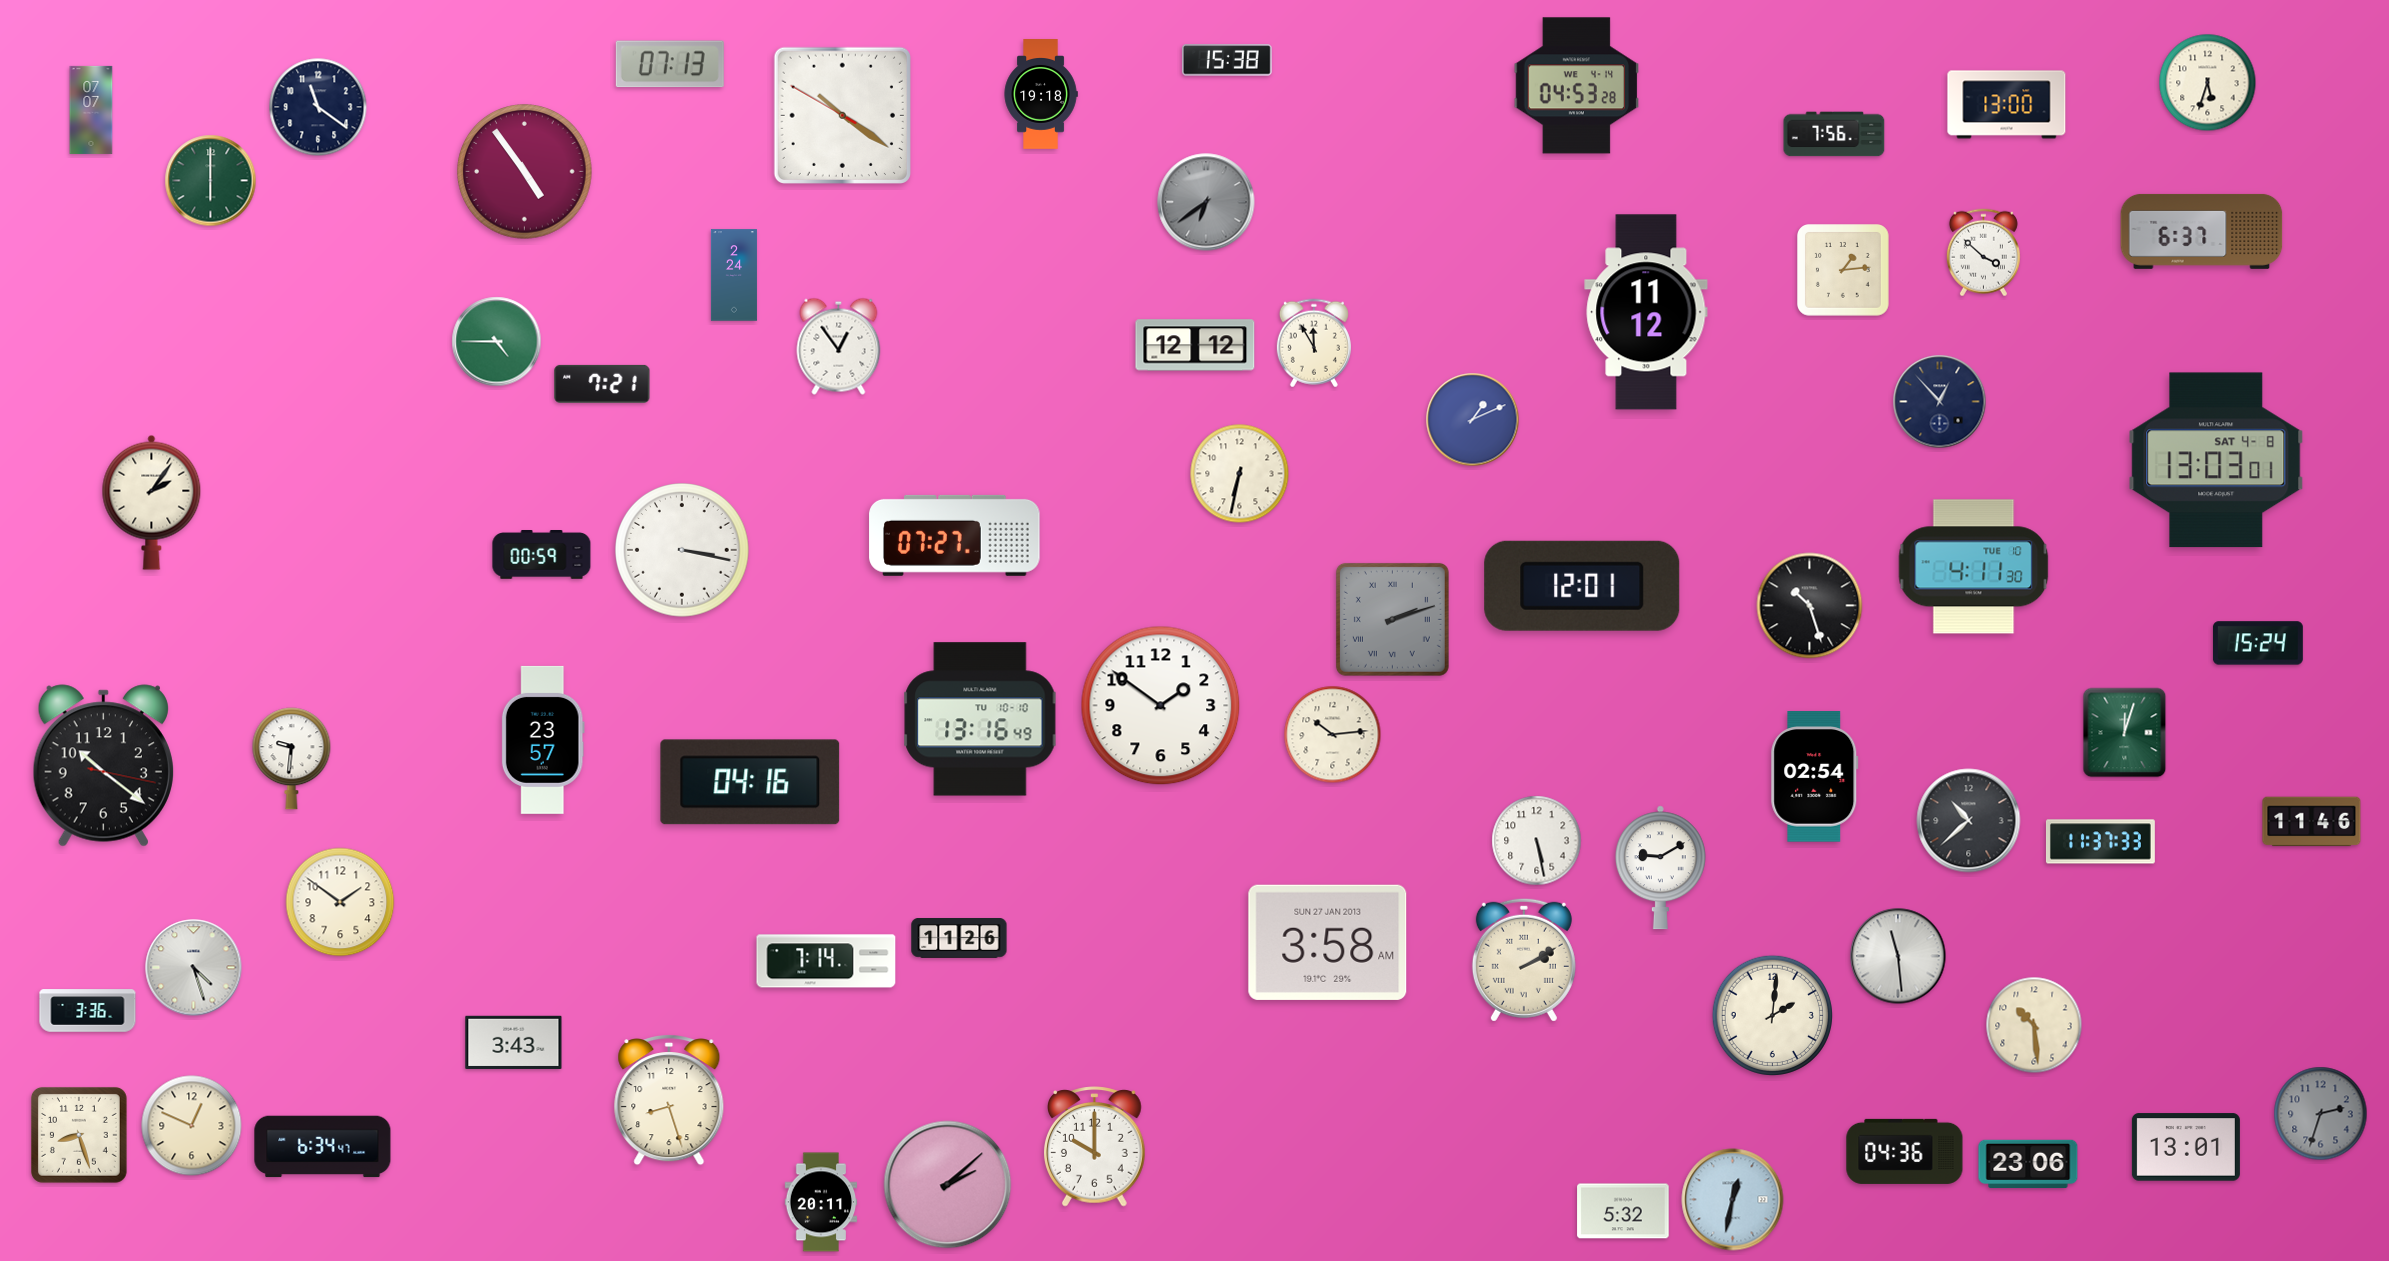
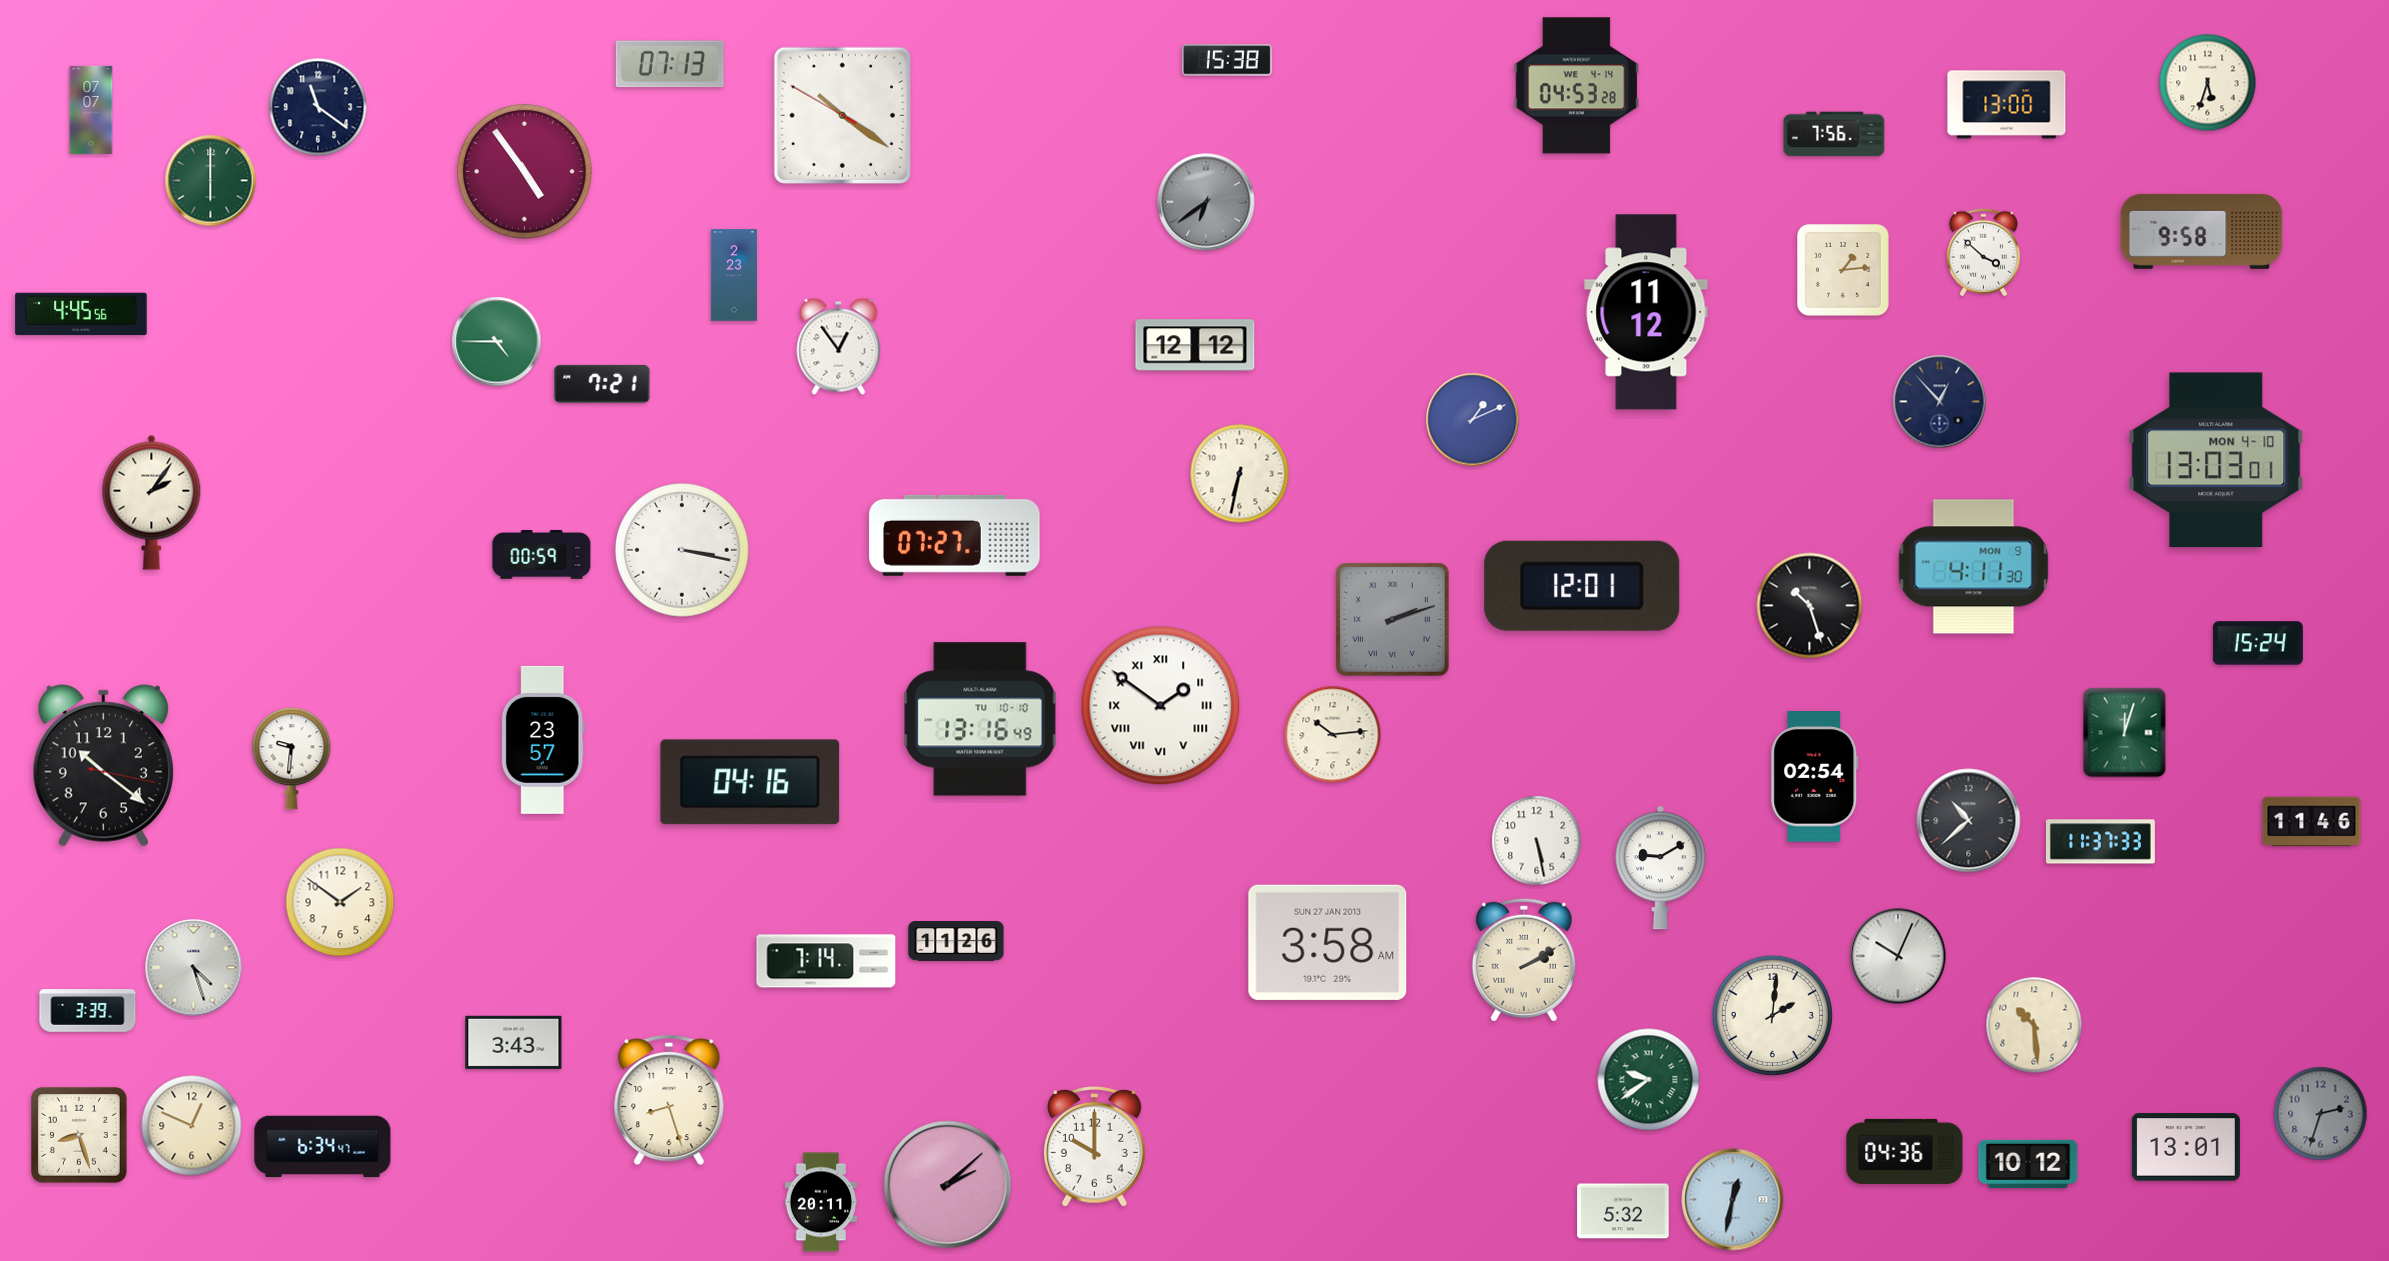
clock at (1041, 94): 19:18 -> none
clock at (2202, 231): 6:37 -> 9:58
clock at (734, 275): 2:24 -> 2:23
clock at (81, 314): none -> 4:45
clock at (1314, 343): 11:55 -> none
clock at (2216, 460) date: SAT 4-8 -> MON 4-10
clock at (1974, 567) date: TUE 10 -> MON 9
clock at (1161, 706) numerals: Arabic -> Roman
clock at (959, 939) position: (959, 939) -> (956, 942)
clock at (1898, 956): 11:29 -> 10:04
clock at (88, 1011): 3:36 -> 3:39
clock at (1649, 1080): none -> 9:39
clock at (2028, 1164): 23:06 -> 10:12
